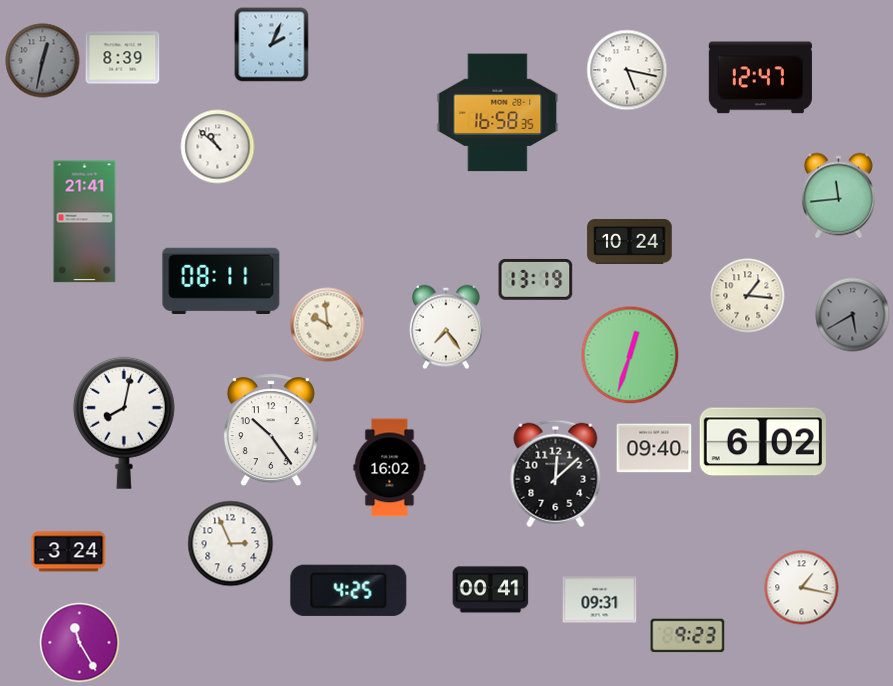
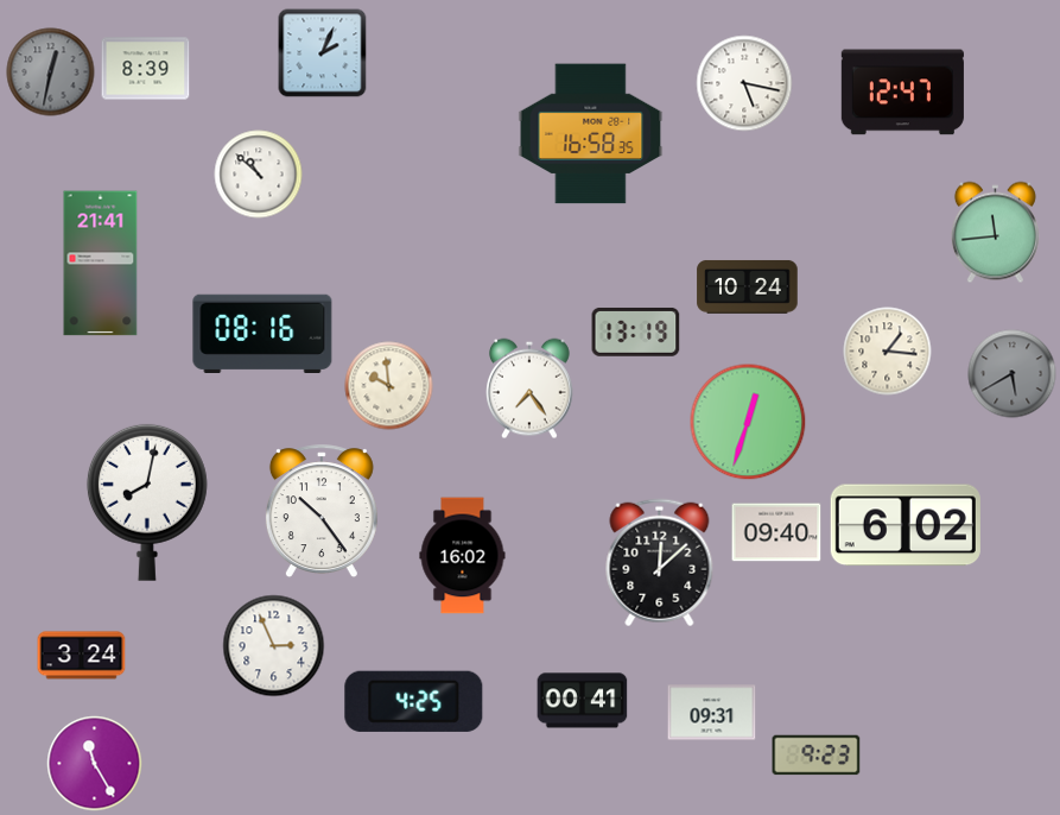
clock at (221, 280): 08:11 -> 08:16
clock at (802, 588): 1:17 -> none
